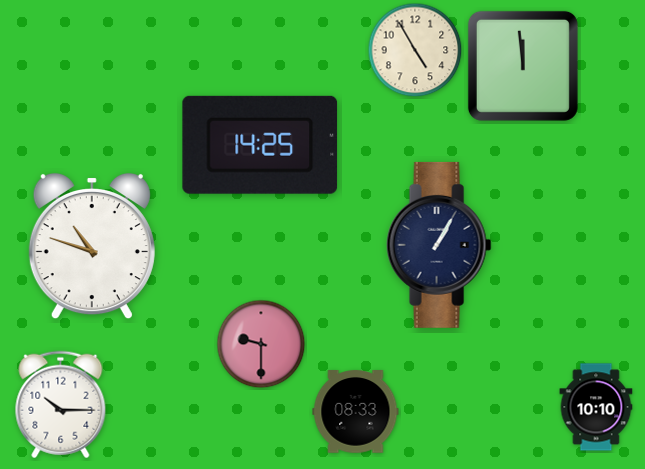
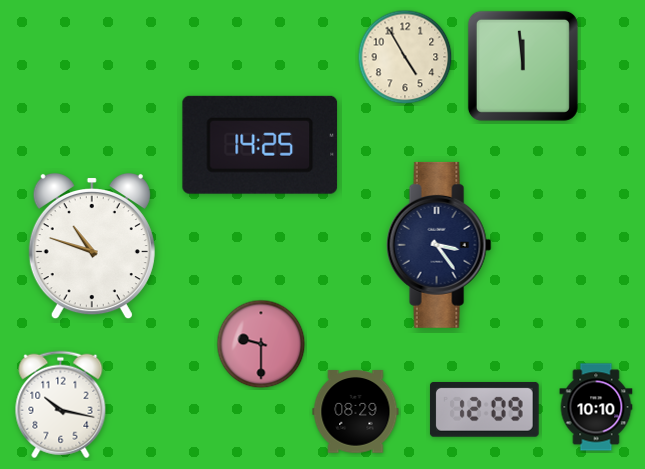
clock at (415, 50) position: (415, 50) -> (405, 57)
clock at (439, 245): 1:05 -> 3:24
clock at (61, 405): 10:15 -> 10:17
clock at (484, 409): none -> 12:09
clock at (356, 412): 08:33 -> 08:29
